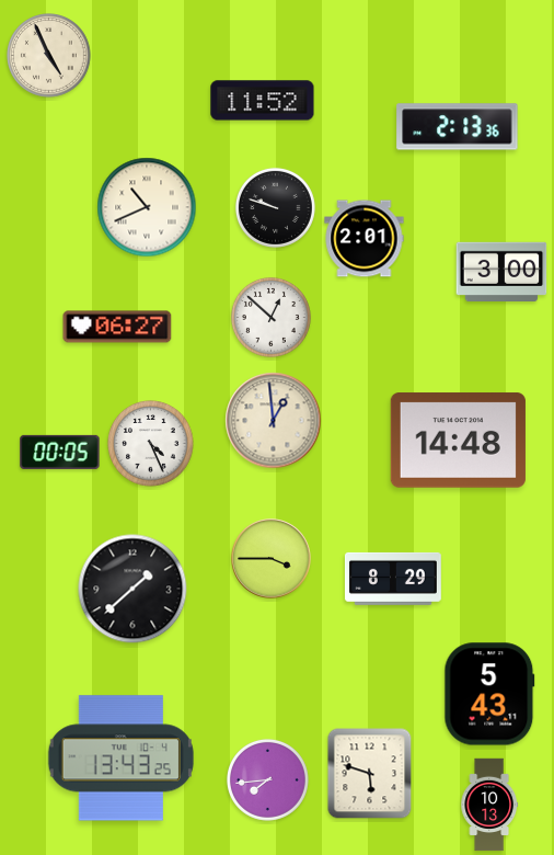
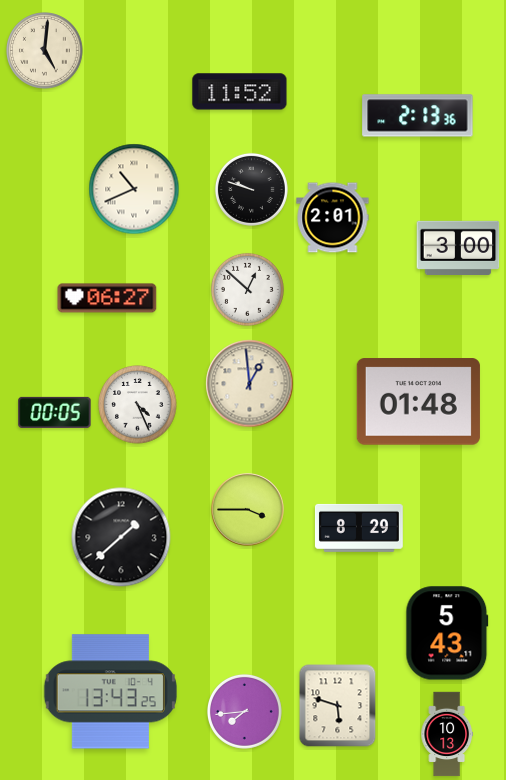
clock at (49, 56): 4:56 -> 5:01
clock at (458, 441): 14:48 -> 01:48
